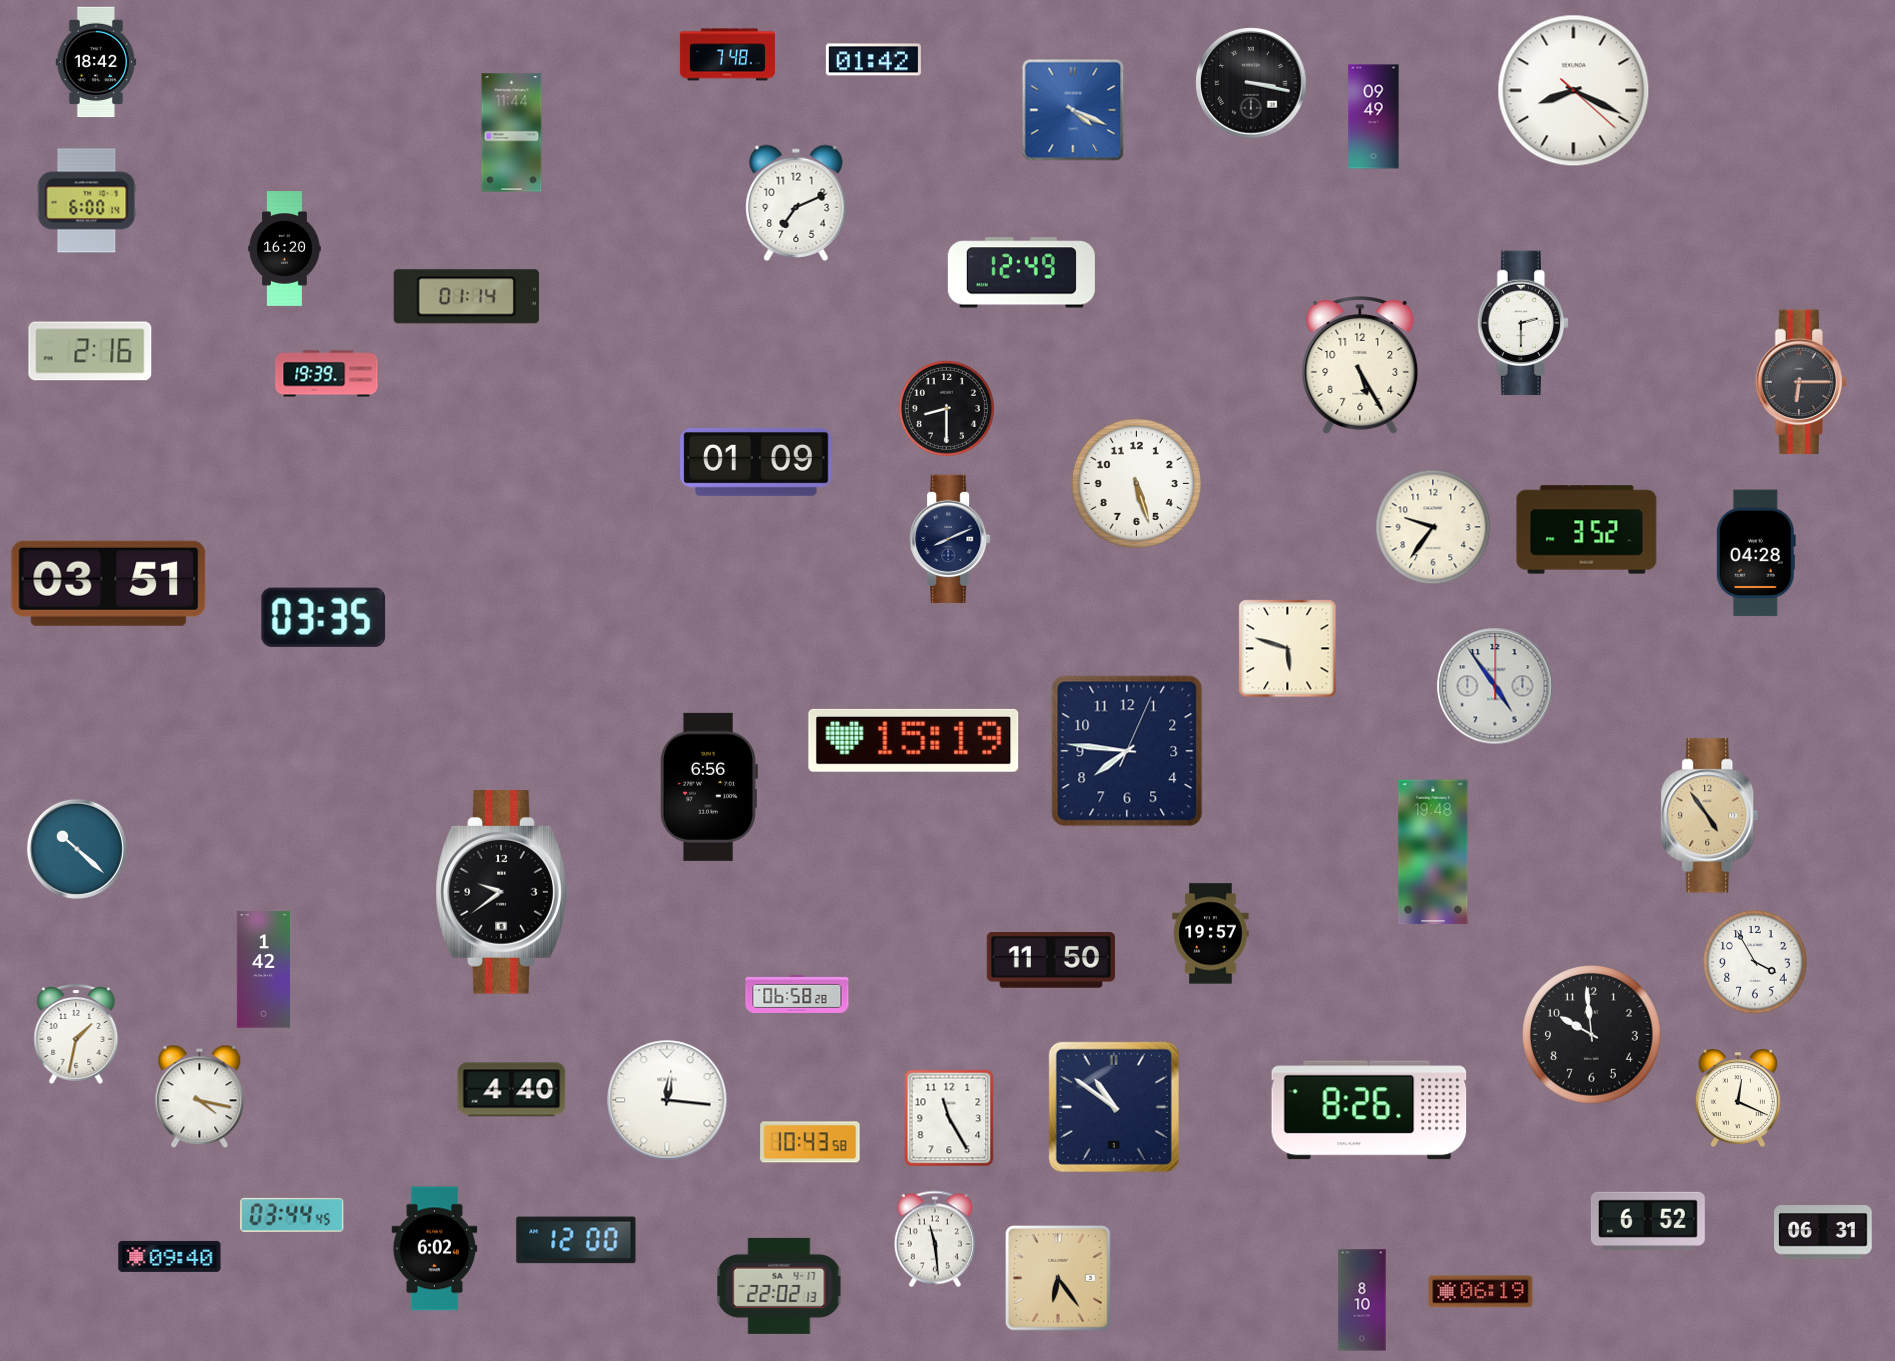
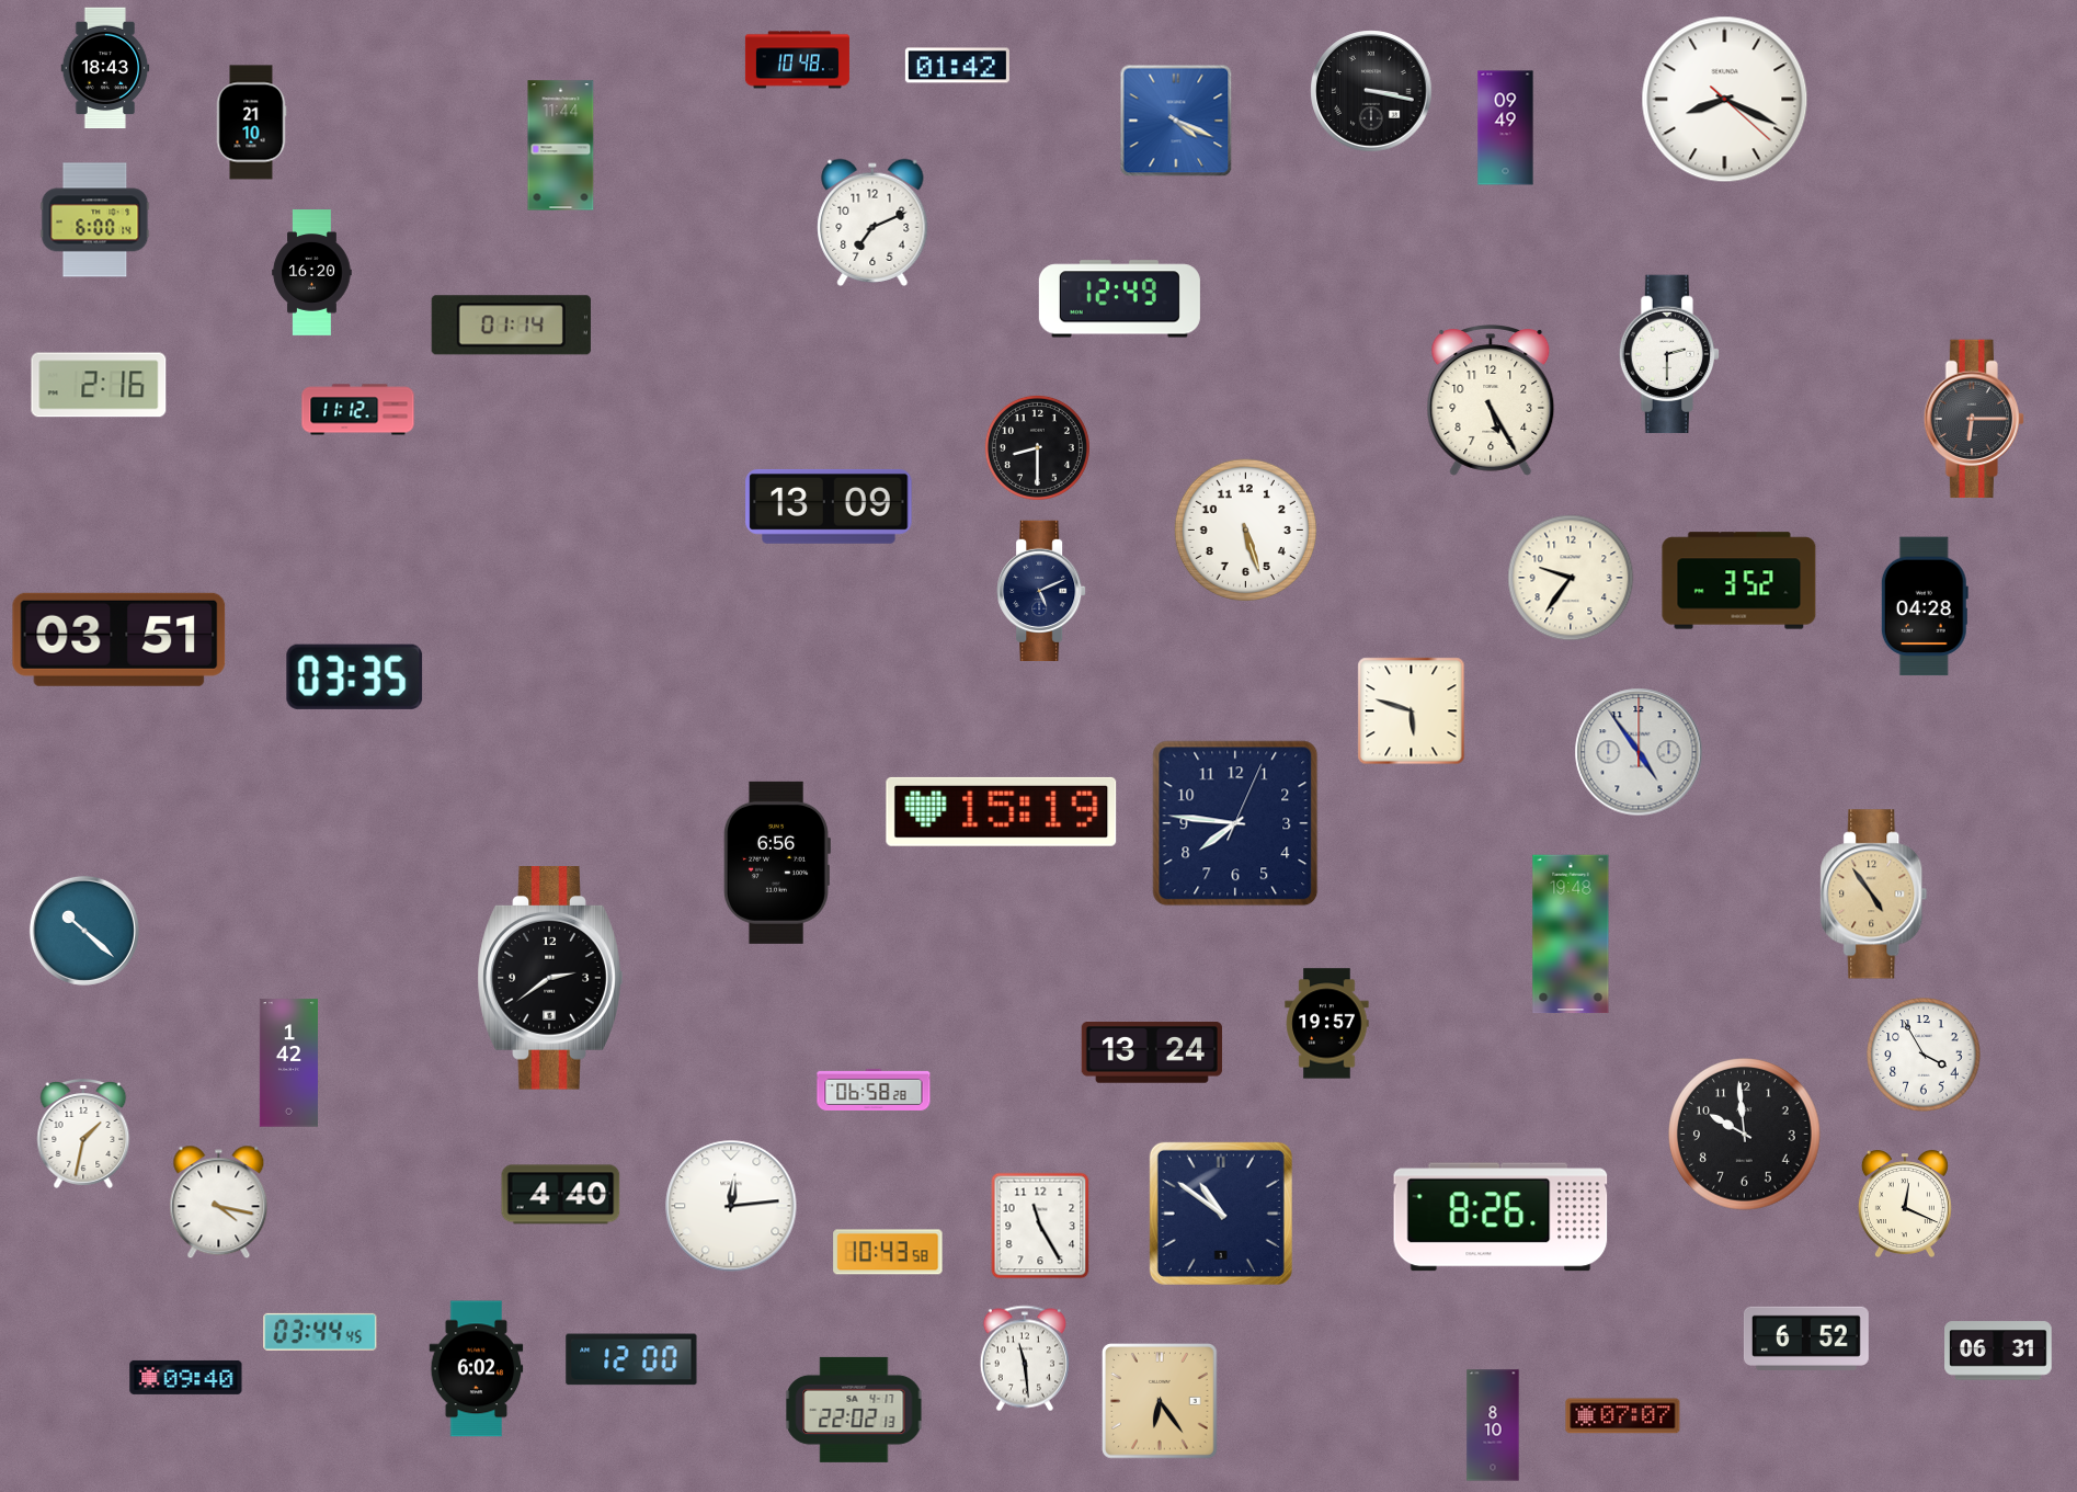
clock at (727, 55): 7:48 -> 10:48
clock at (96, 62): 18:42 -> 18:43
clock at (251, 123): none -> 21:10
clock at (327, 374): 19:39 -> 11:12
clock at (756, 462): 01:09 -> 13:09
clock at (950, 538): 8:11 -> 5:11
clock at (502, 892): 9:39 -> 2:39
clock at (1051, 961): 11:50 -> 13:24
clock at (667, 1100): 12:16 -> 12:14
clock at (1481, 1292): 06:19 -> 07:07
